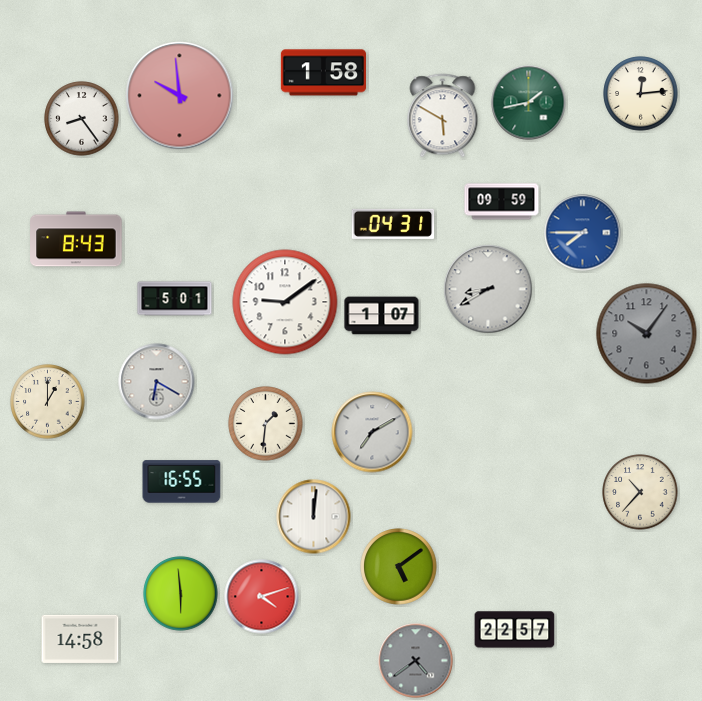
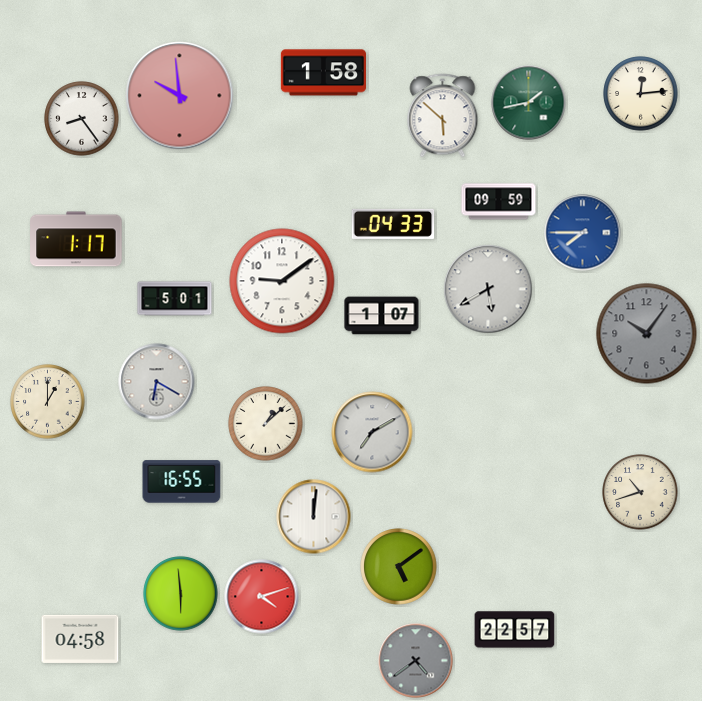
clock at (443, 116): 5:50 -> 5:52
clock at (502, 202) position: (502, 202) -> (499, 202)
clock at (393, 224): 04:31 -> 04:33
clock at (76, 239): 8:43 -> 1:17
clock at (488, 289): 8:40 -> 5:40
clock at (285, 302) position: (285, 302) -> (282, 281)
clock at (266, 424): 1:31 -> 1:08
clock at (640, 492): 10:37 -> 10:42
clock at (80, 639): 14:58 -> 04:58
